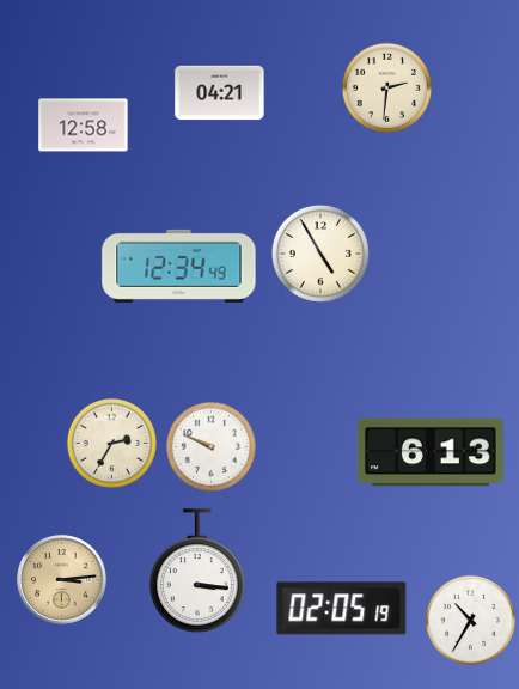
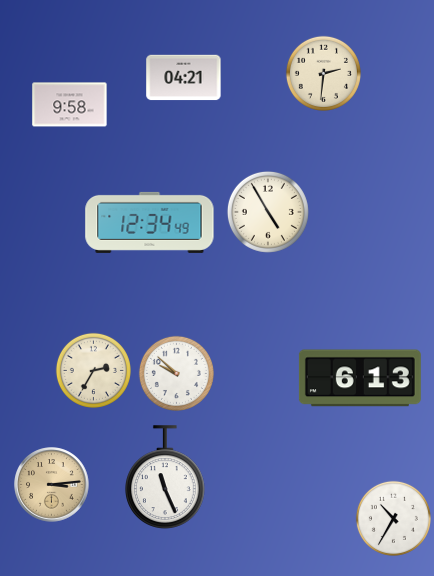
clock at (84, 126): 12:58 -> 9:58
clock at (210, 446): 9:49 -> 9:52
clock at (199, 571): 3:16 -> 11:26
clock at (342, 609): 02:05 -> none
